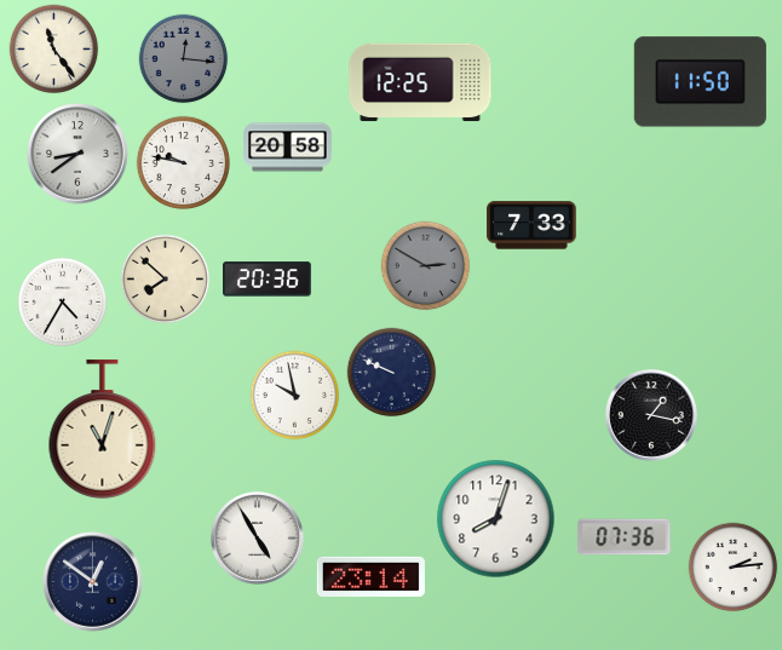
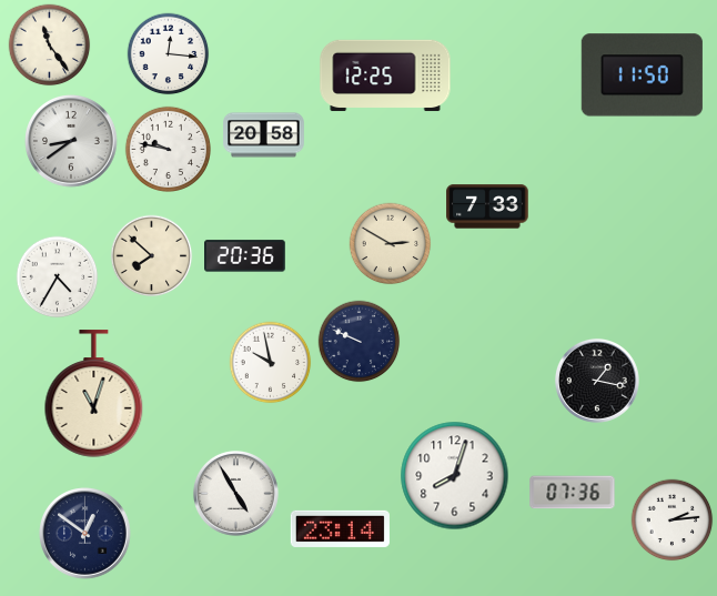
clock at (184, 59) dial: grey -> white
clock at (426, 266) dial: grey -> cream
